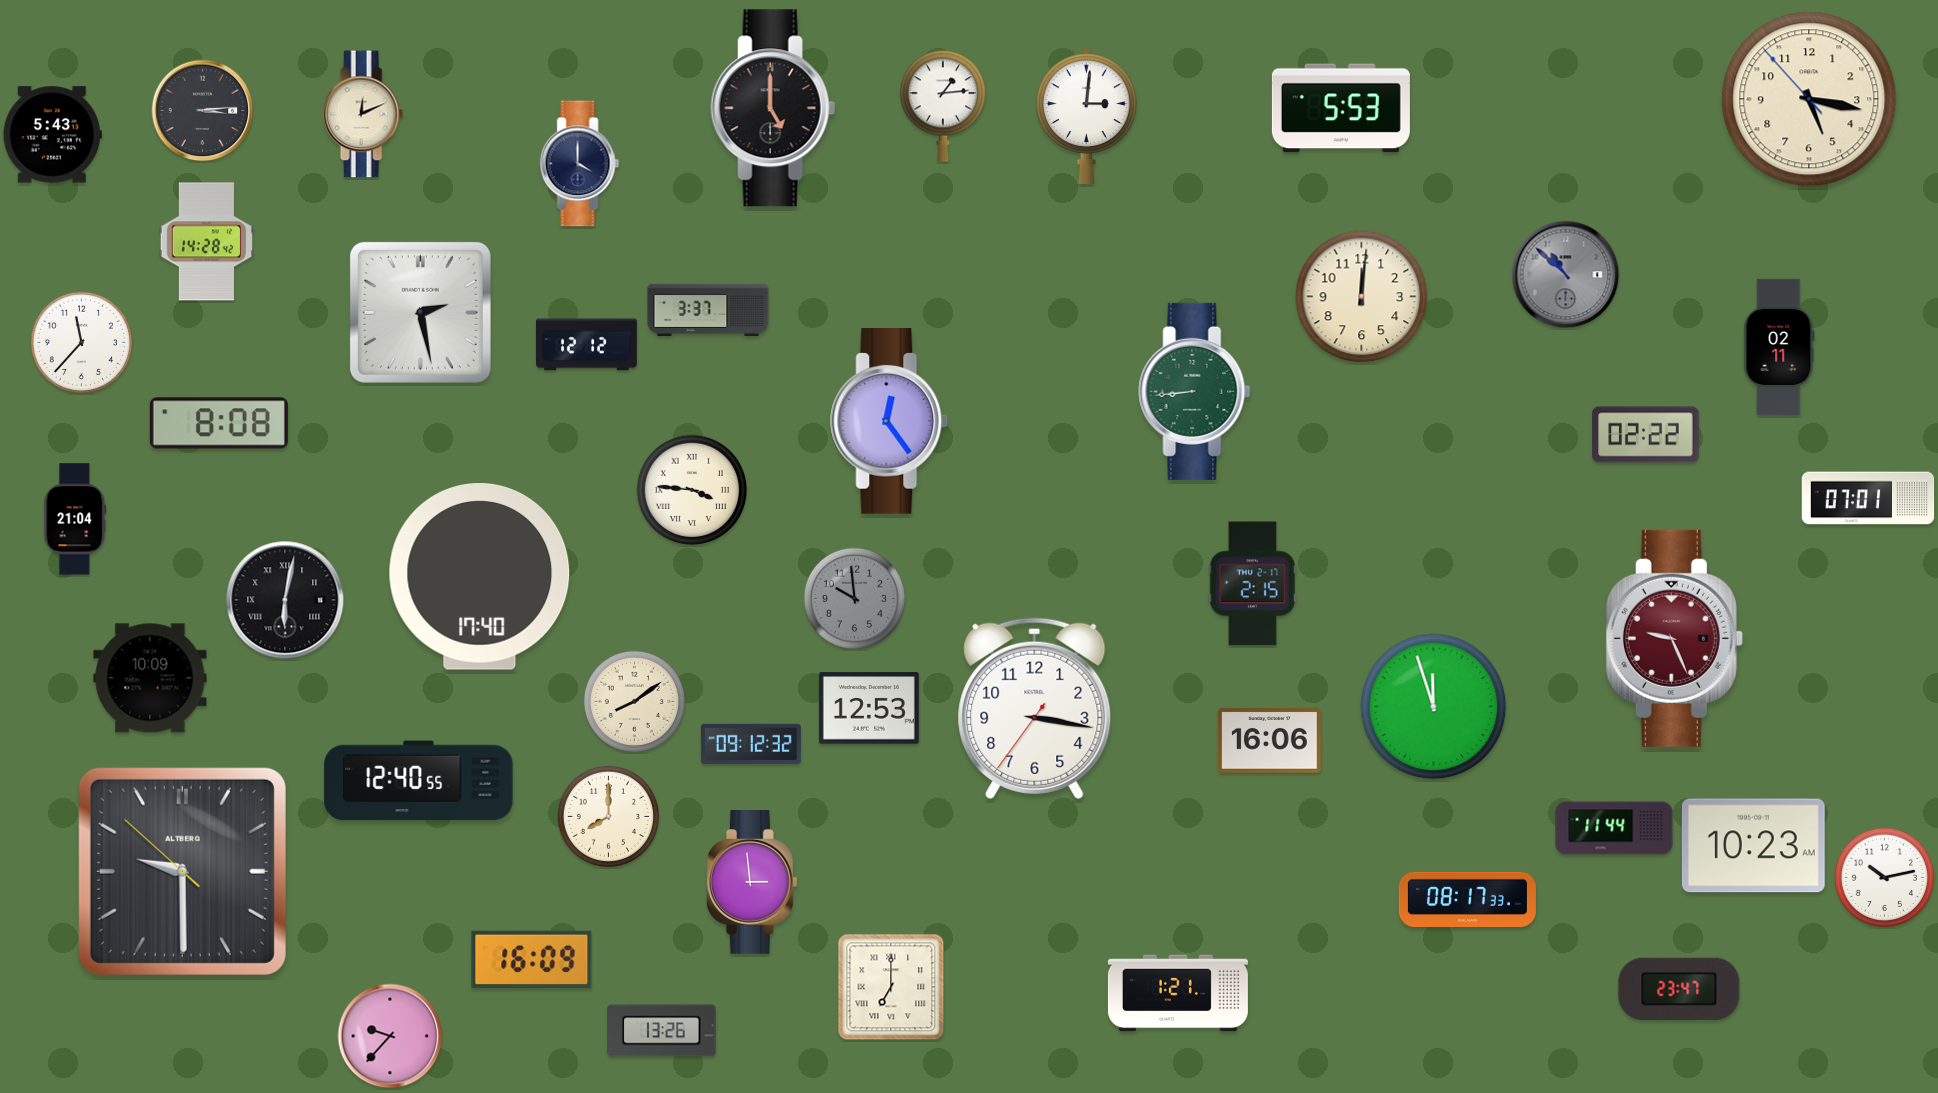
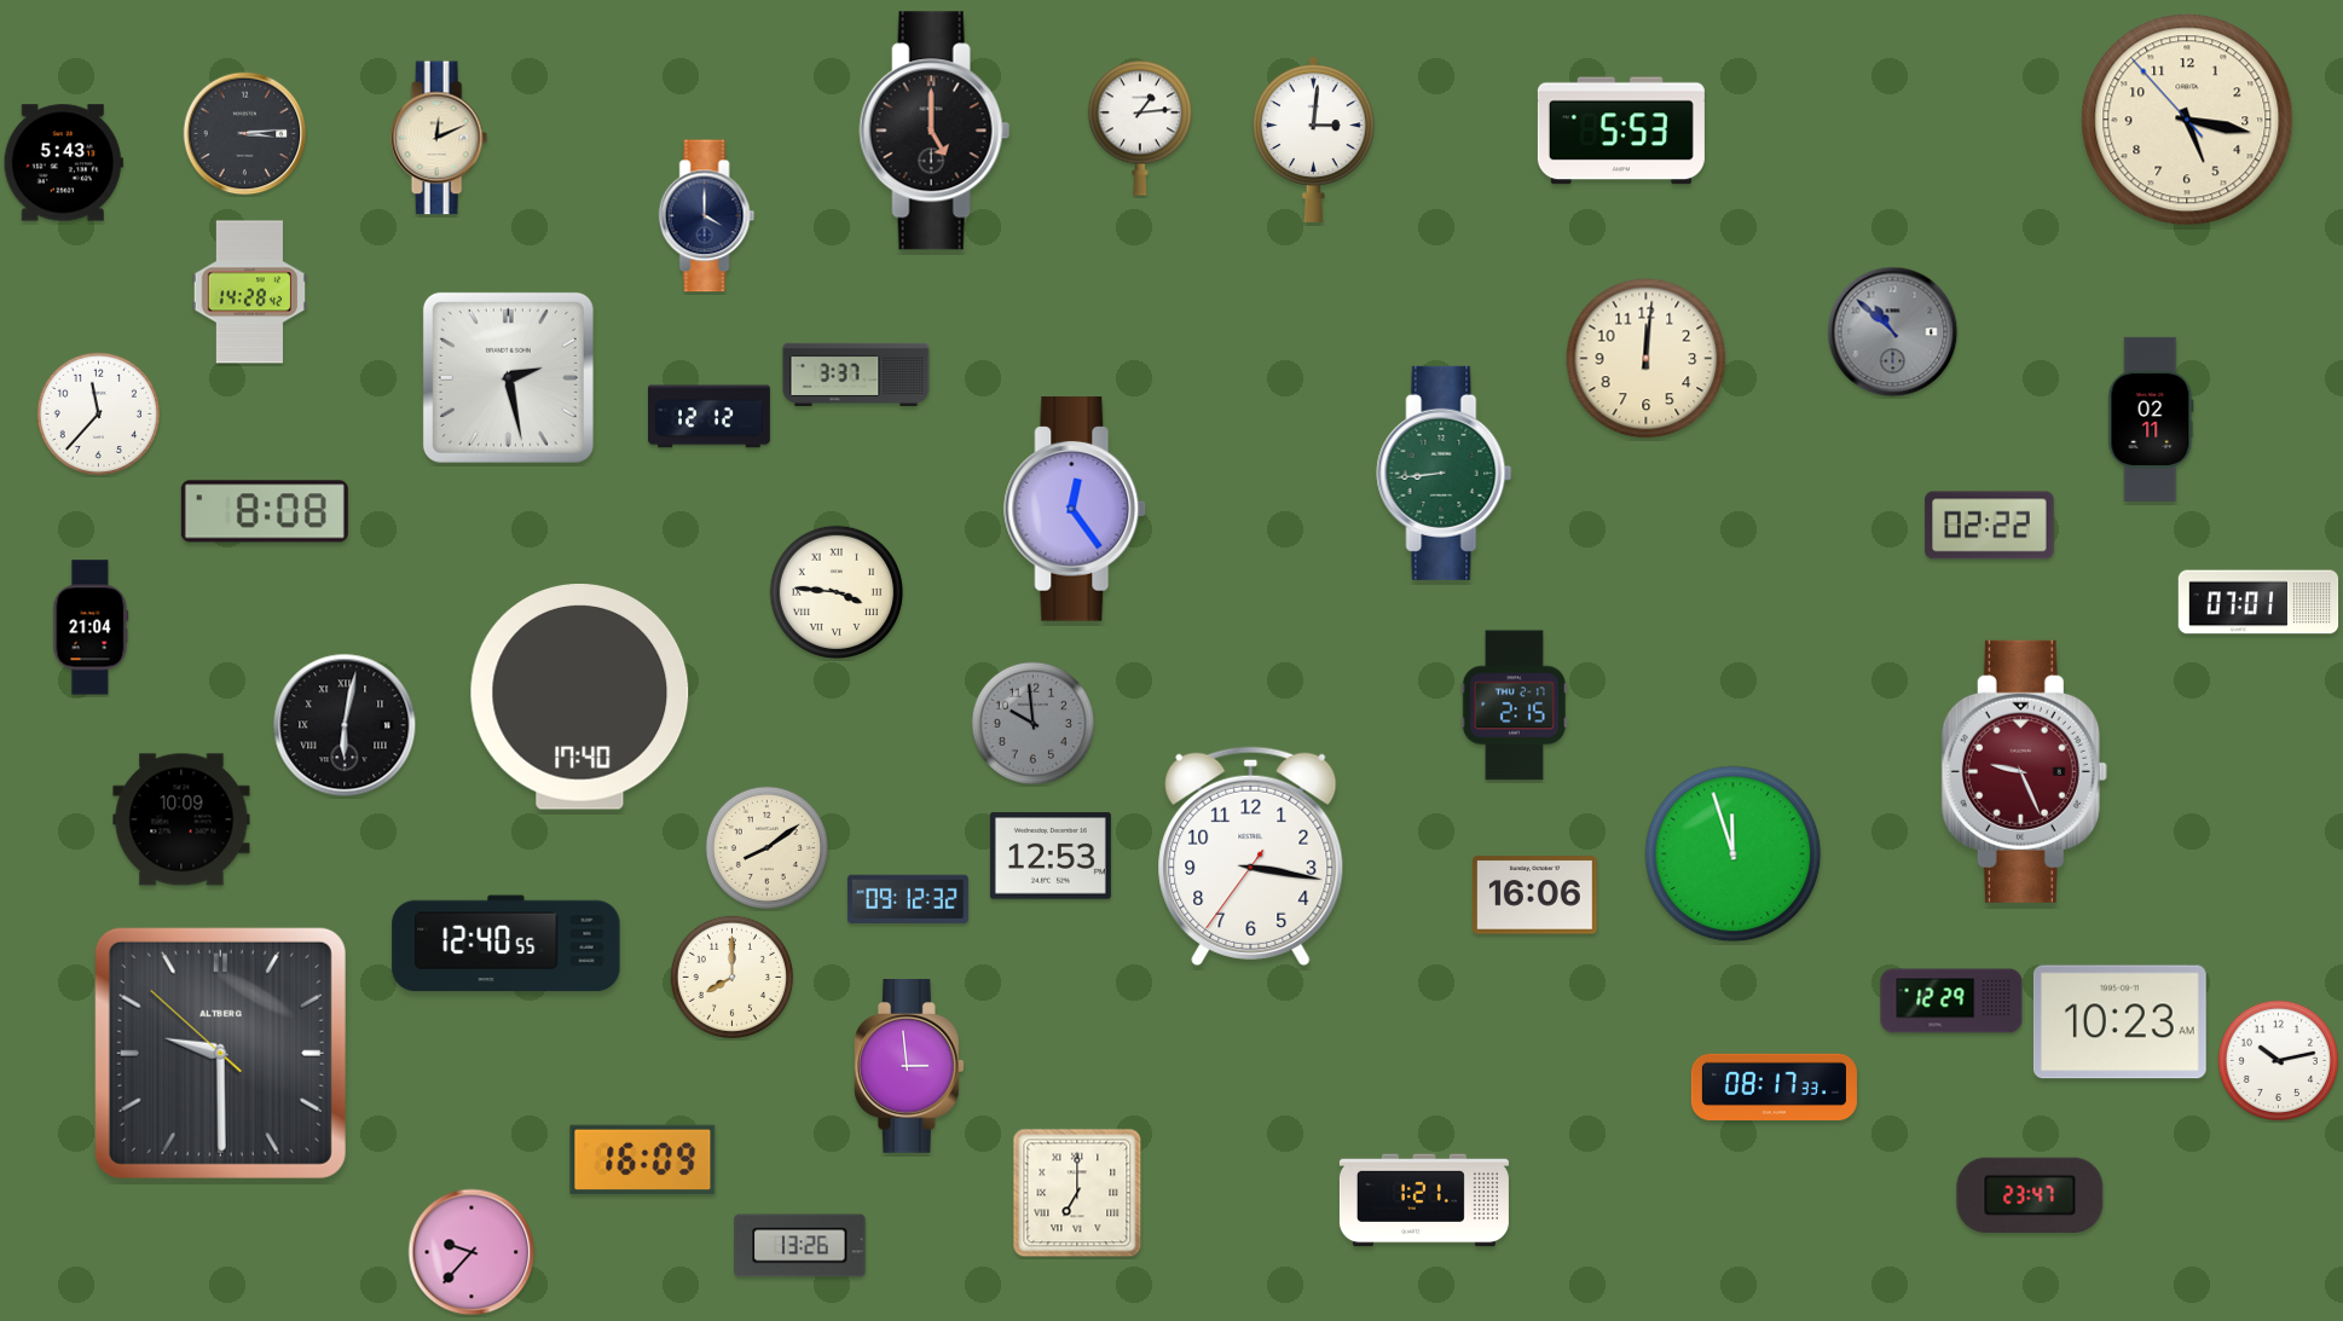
clock at (580, 164) position: (580, 164) -> (707, 216)
clock at (608, 816) position: (608, 816) -> (731, 977)
clock at (1614, 828): 11:44 -> 12:29
